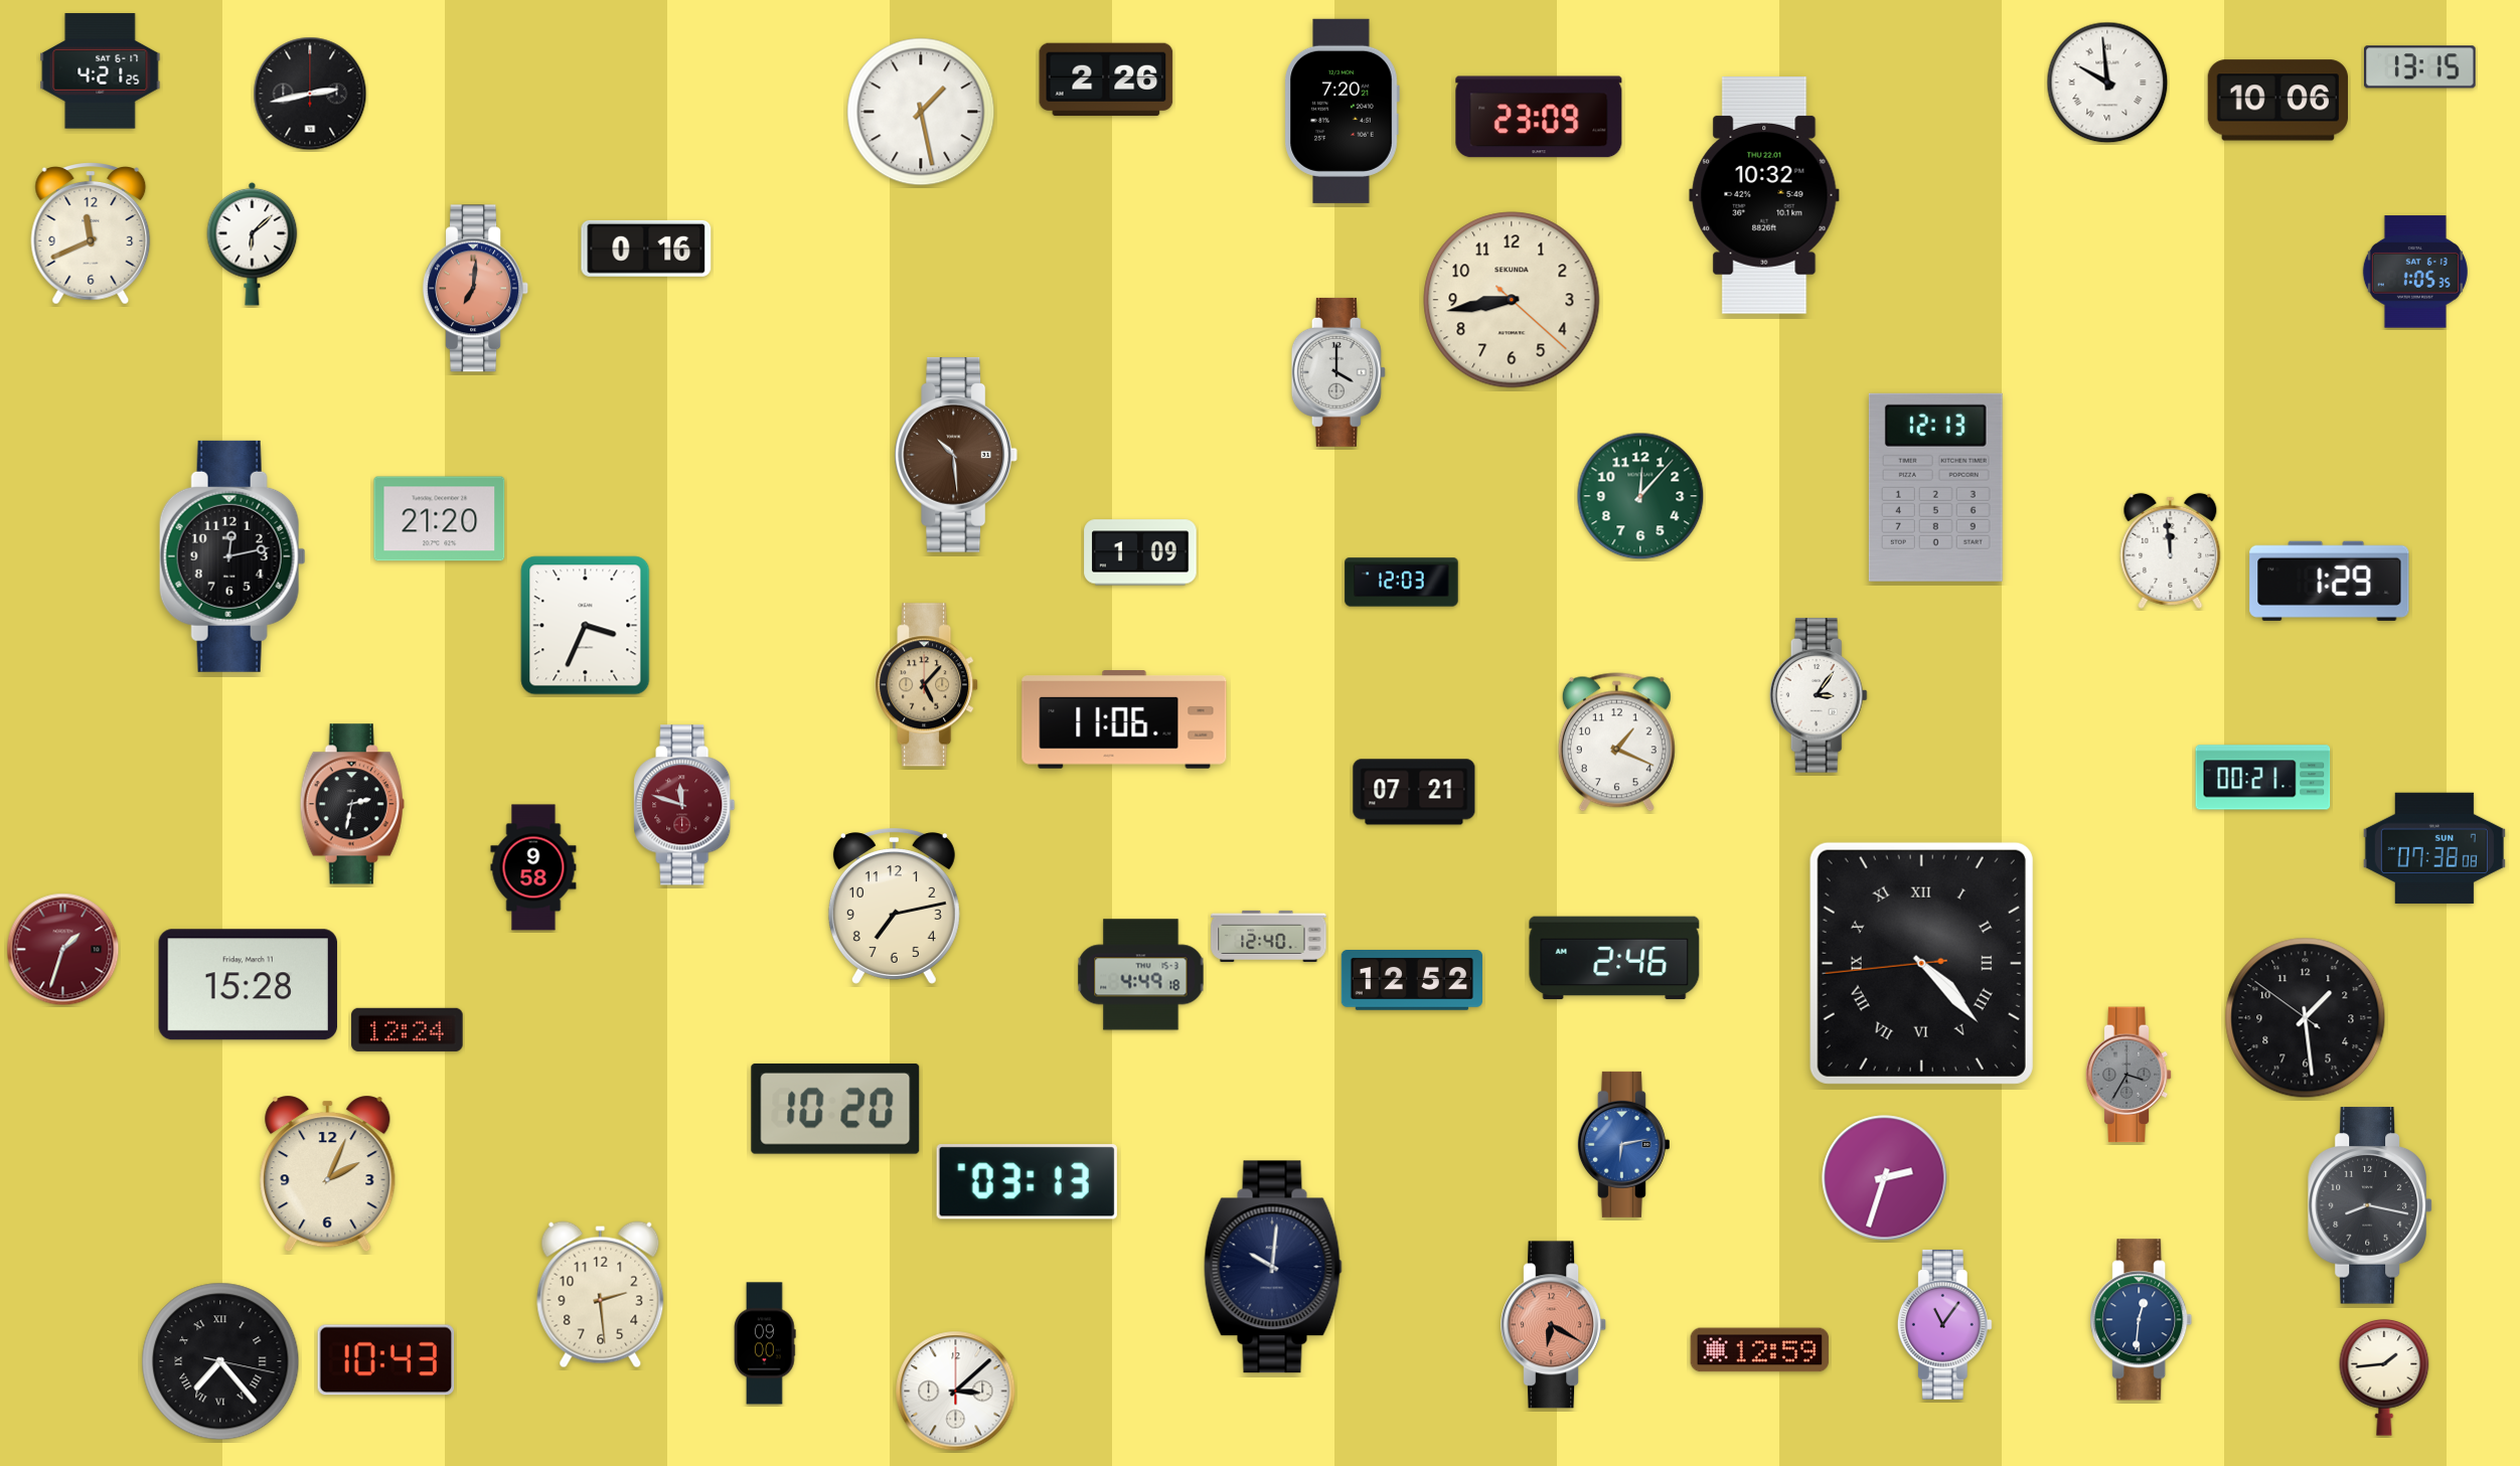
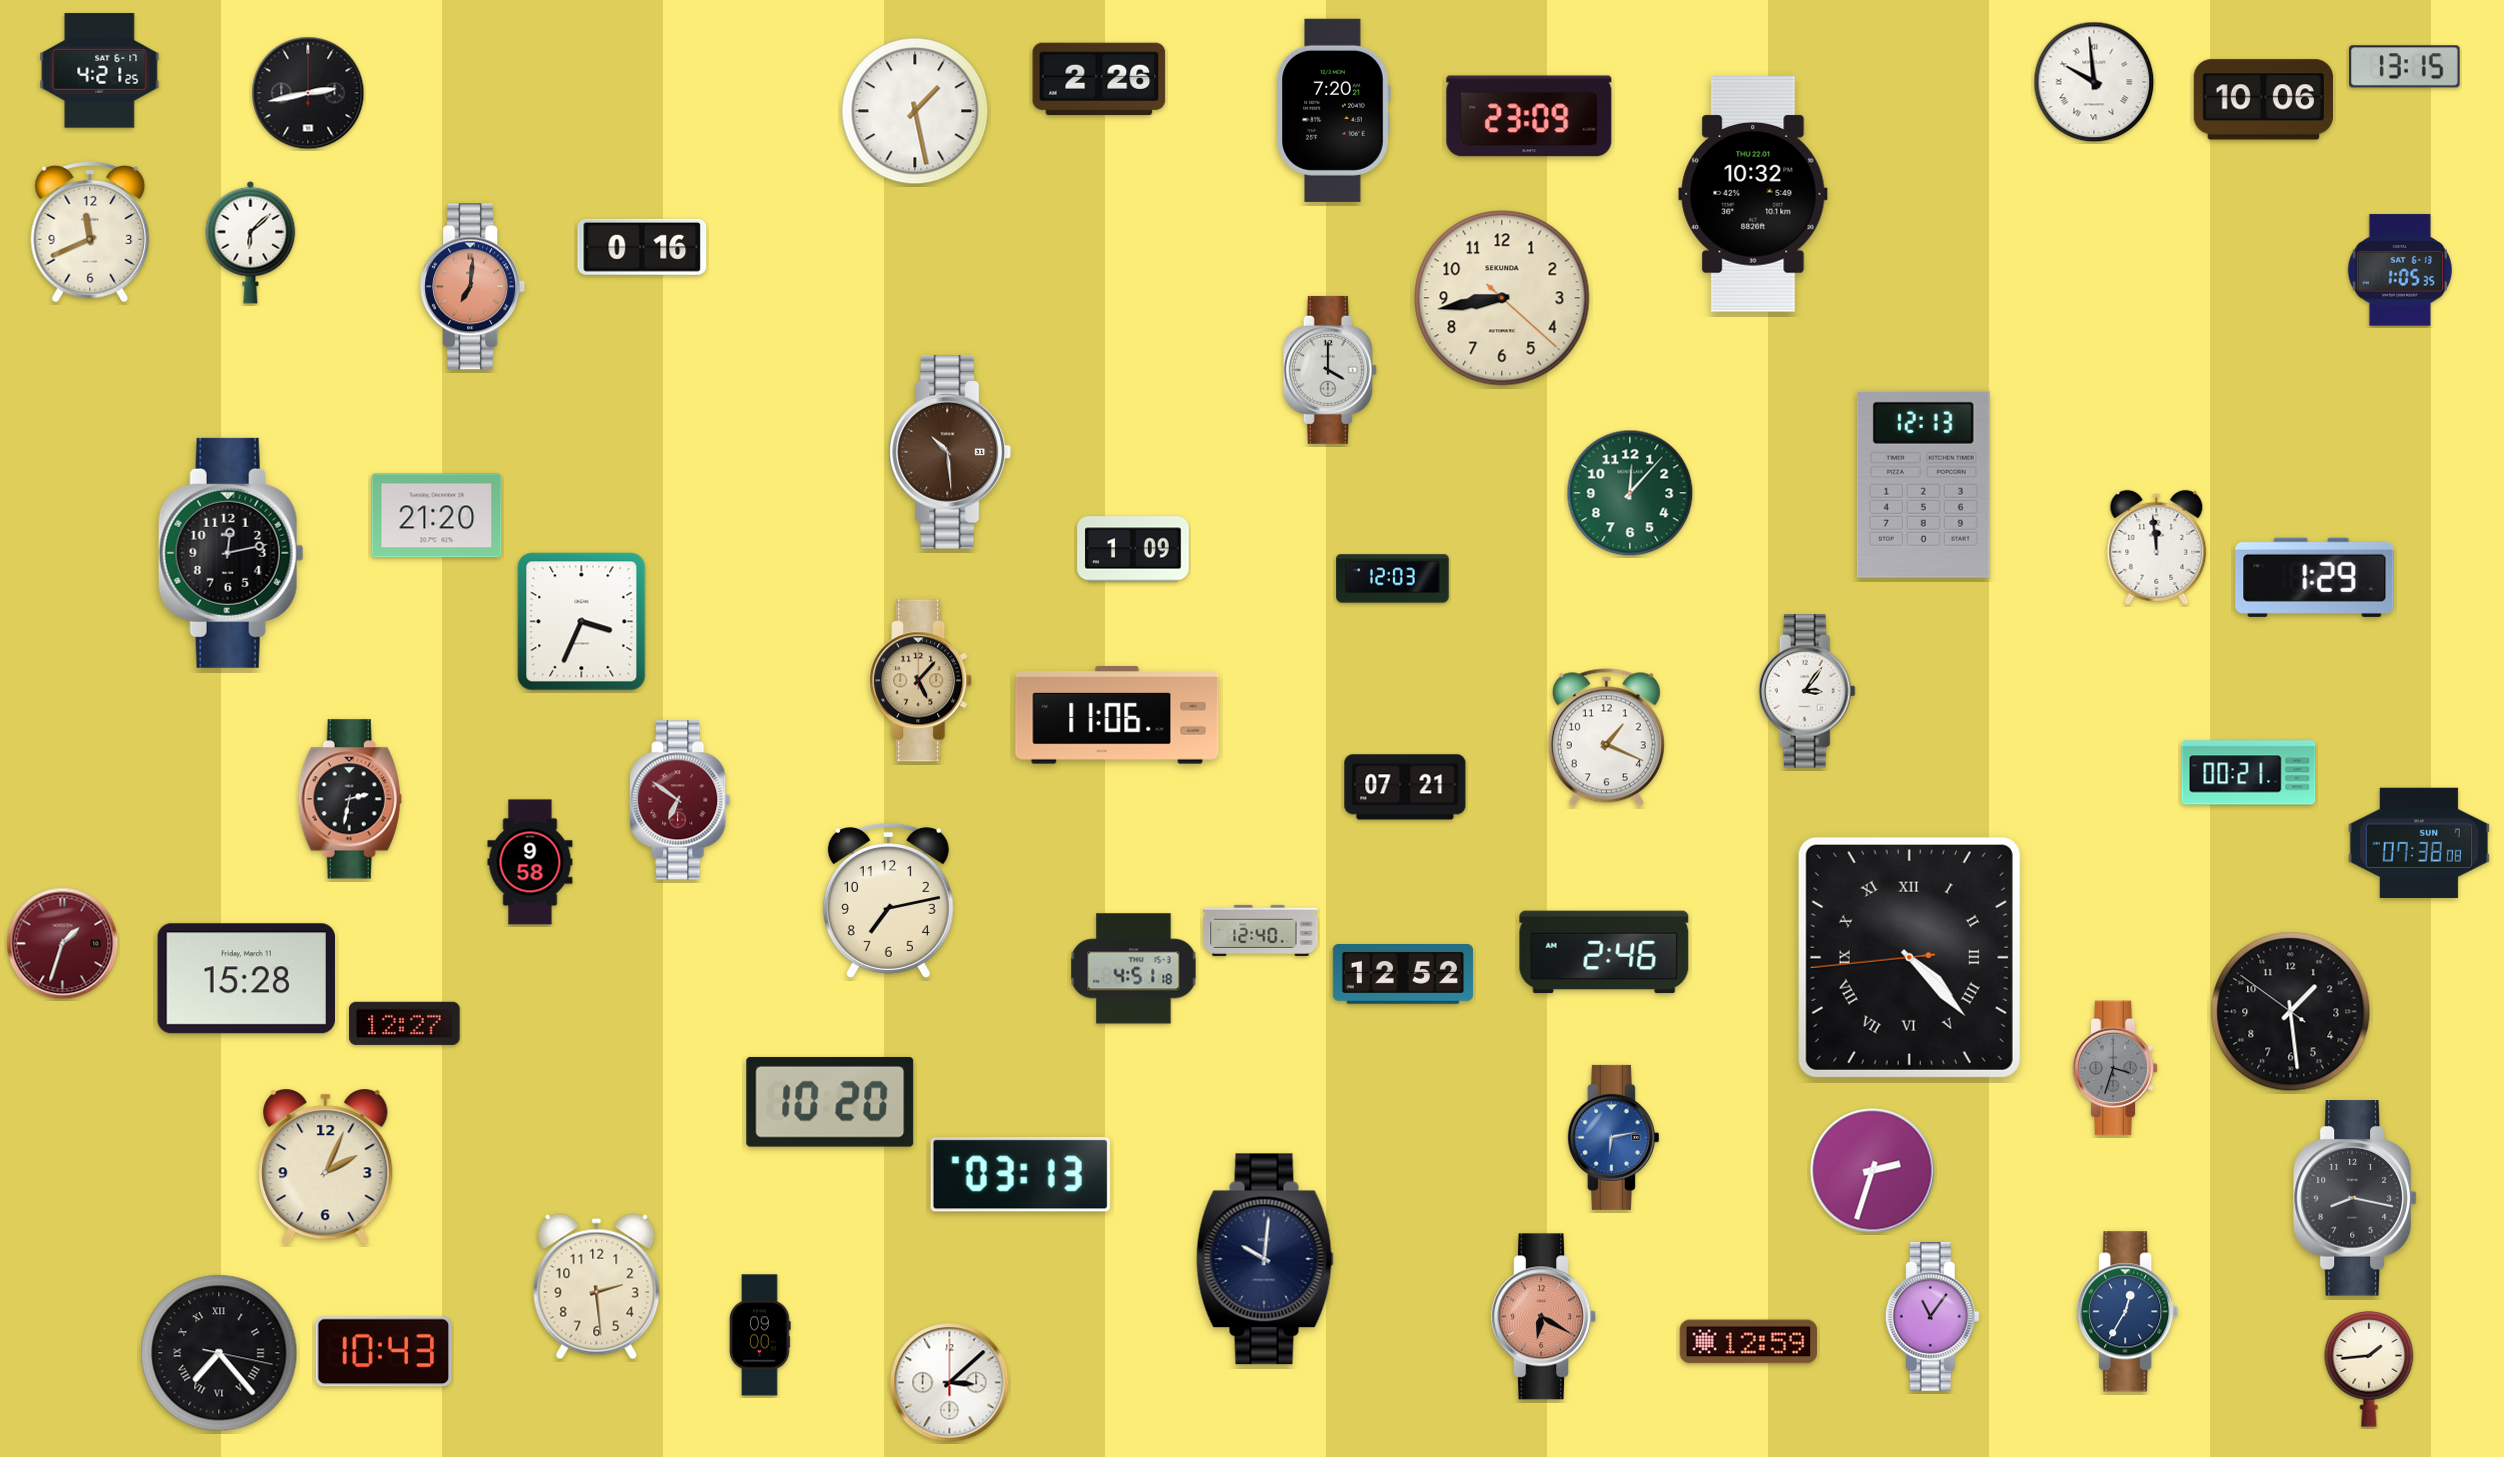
clock at (684, 805): 11:48 -> 6:51
clock at (1141, 975): 4:49 -> 4:51
clock at (408, 1029): 12:24 -> 12:27
clock at (2129, 1075): 3:35 -> 3:33
clock at (2142, 1320): 12:31 -> 12:35
